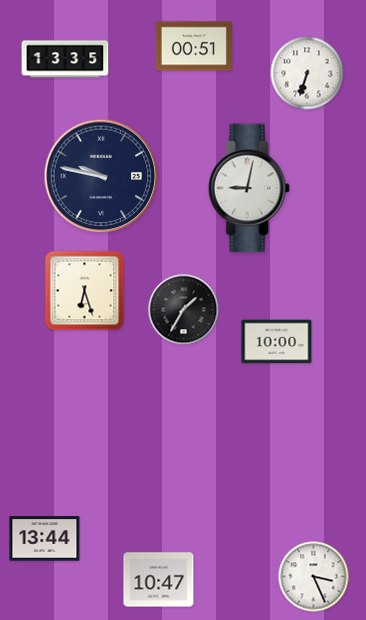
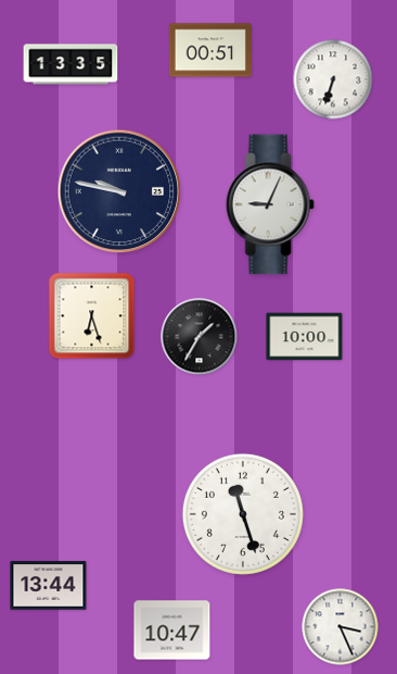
clock at (101, 176) position: (101, 176) -> (119, 191)
clock at (249, 188): 9:02 -> 9:04
clock at (277, 342) position: (277, 342) -> (305, 337)
clock at (243, 514): none -> 11:27
